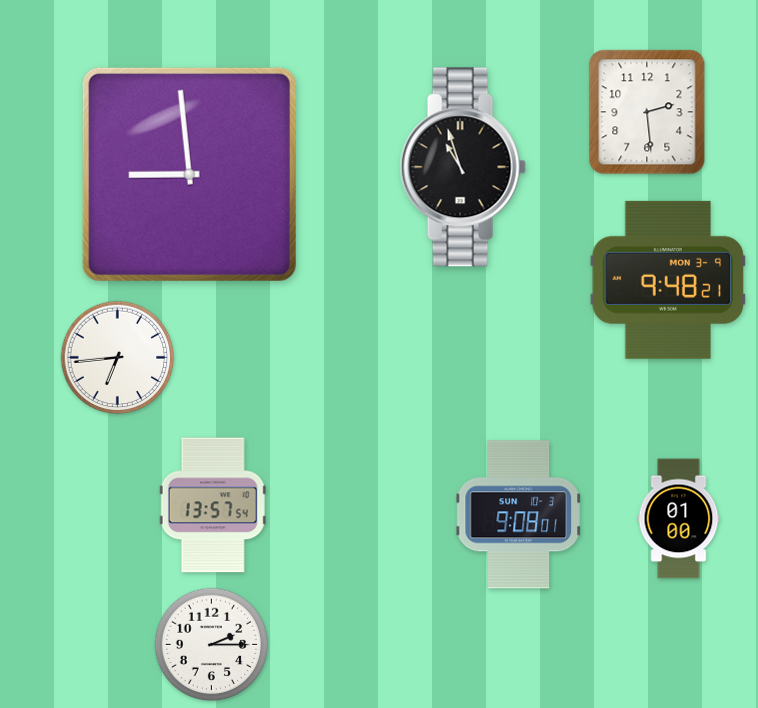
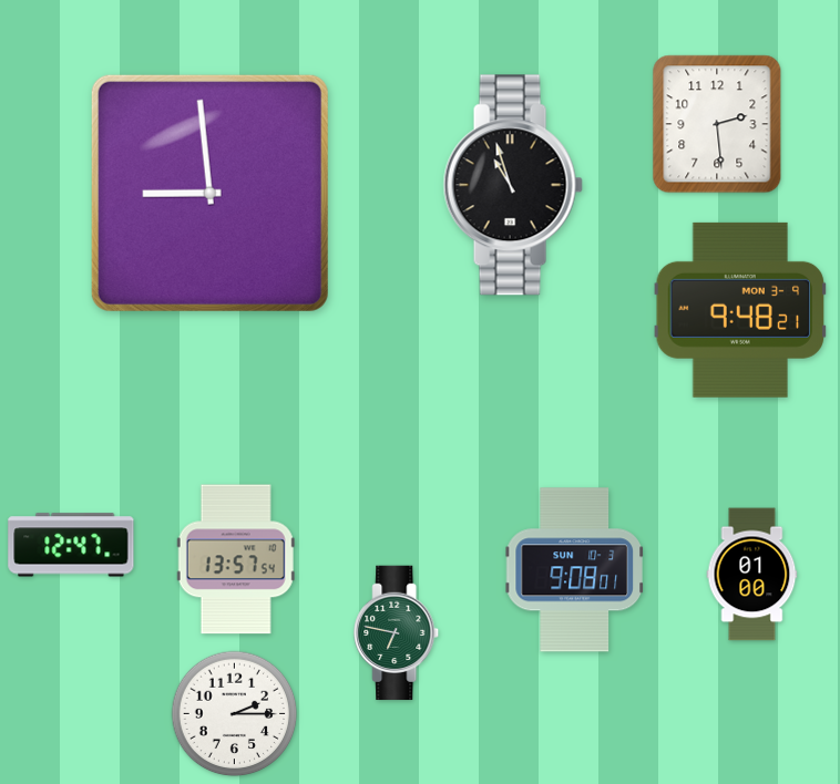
clock at (118, 358): 6:44 -> none
clock at (71, 545): none -> 12:47
clock at (397, 633): none -> 6:47
